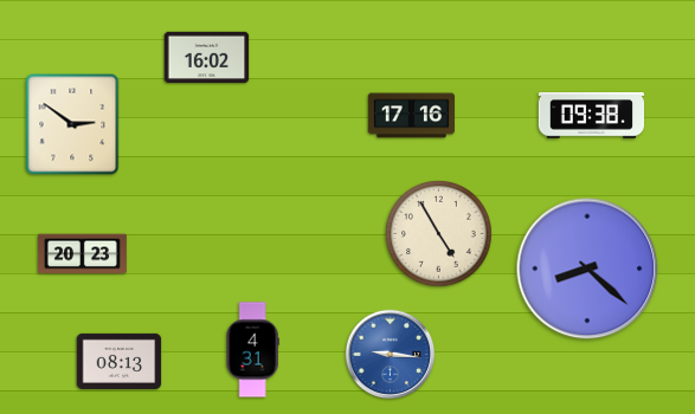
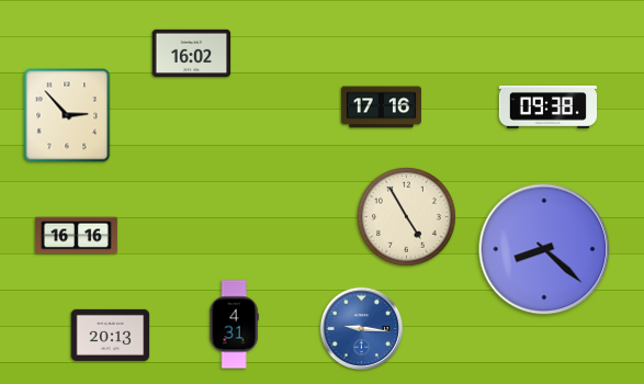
clock at (72, 124): 2:51 -> 2:53
clock at (82, 254): 20:23 -> 16:16
clock at (120, 361): 08:13 -> 20:13
